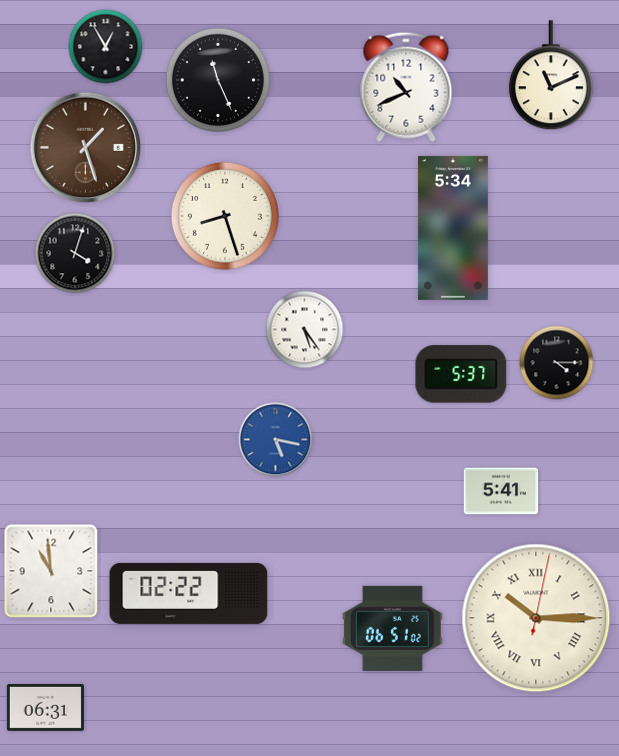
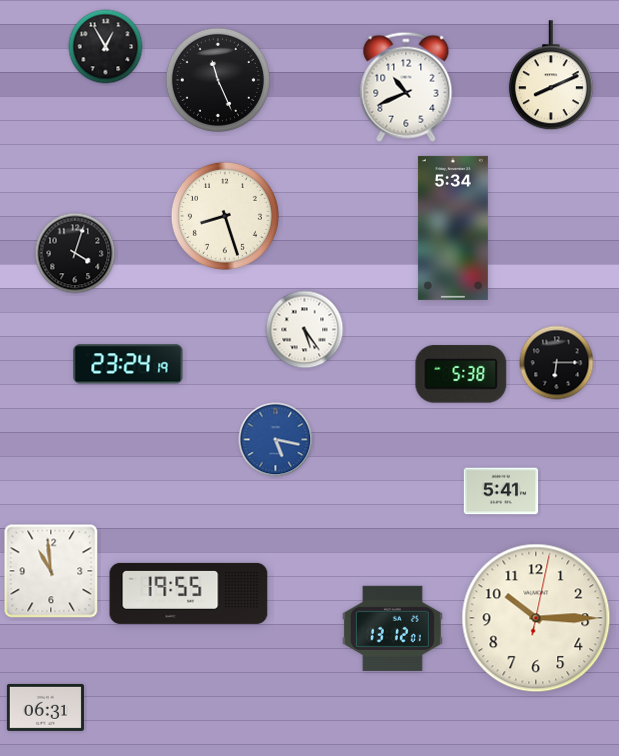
clock at (551, 76): 11:11 -> 8:11
clock at (86, 148): 1:27 -> none
clock at (557, 363): 4:15 -> 6:15
clock at (128, 364): none -> 23:24
clock at (461, 374): 5:37 -> 5:38
clock at (189, 593): 02:22 -> 19:55
clock at (536, 618) numerals: Roman -> Arabic
clock at (392, 628): 06:51 -> 13:12
